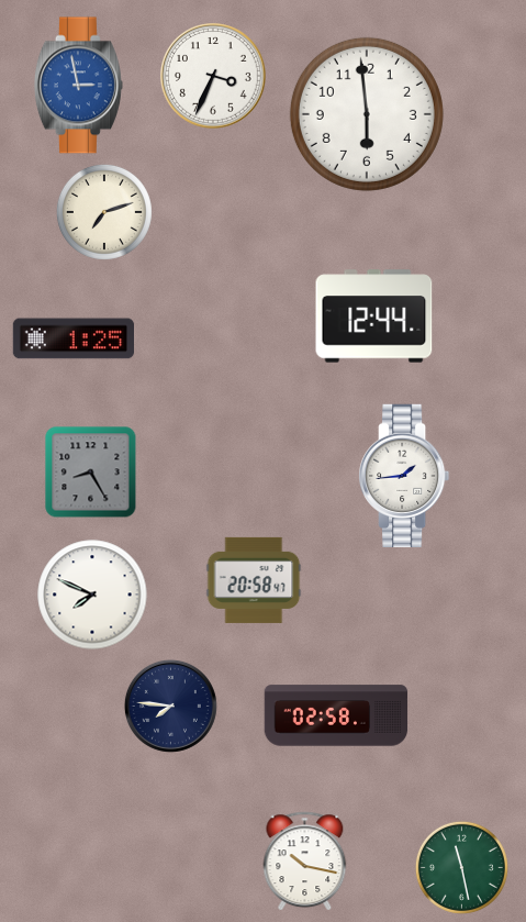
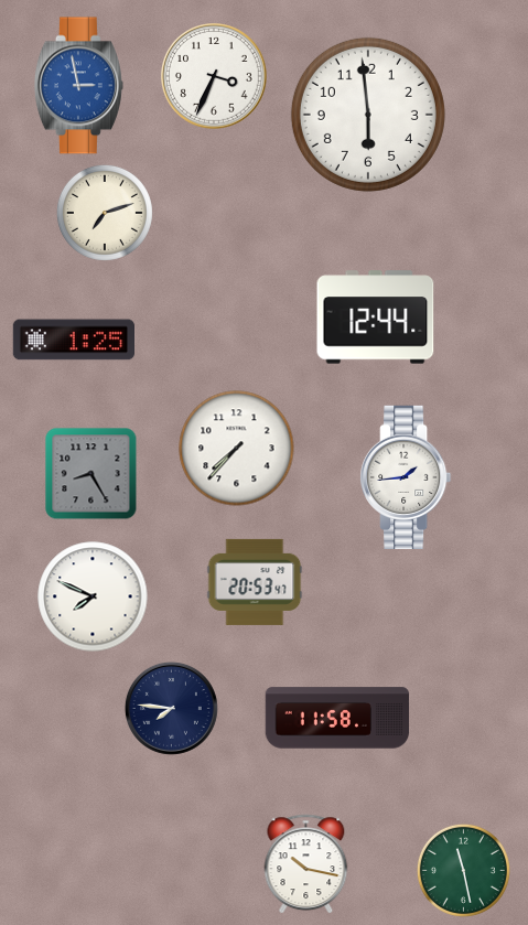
clock at (237, 449): none -> 7:37
clock at (254, 580): 20:58 -> 20:53
clock at (336, 715): 02:58 -> 11:58
